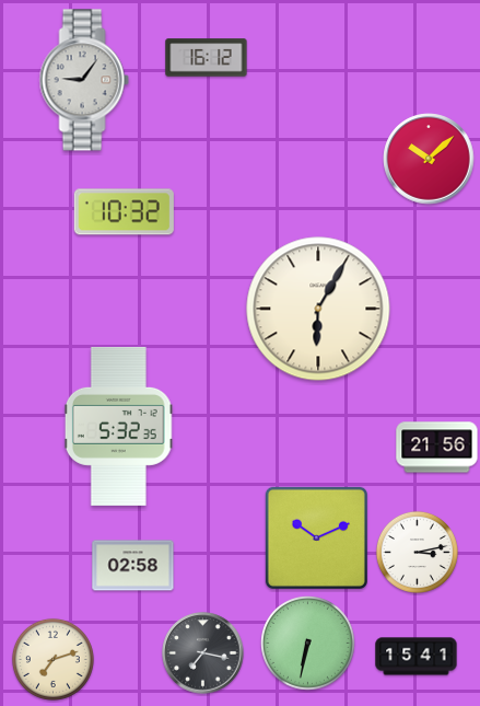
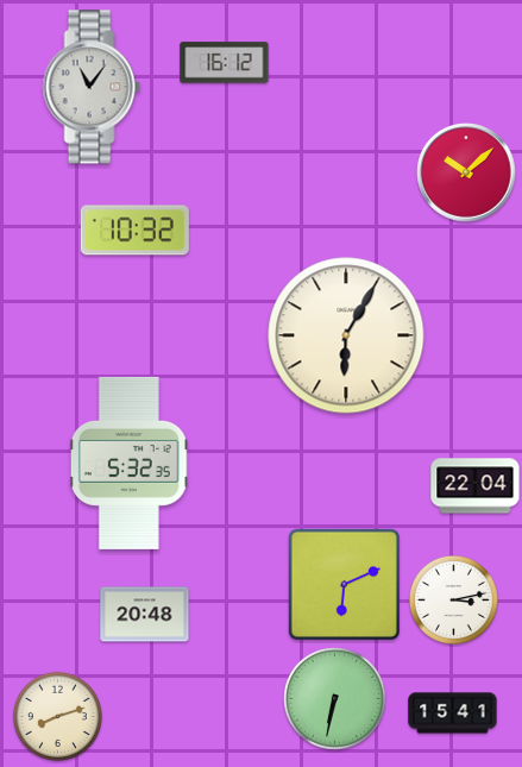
clock at (84, 80): 9:06 -> 11:06
clock at (437, 448): 21:56 -> 22:04
clock at (316, 537): 10:11 -> 6:11
clock at (133, 566): 02:58 -> 20:48
clock at (203, 653): 7:17 -> none
clock at (52, 659): 7:12 -> 8:12
